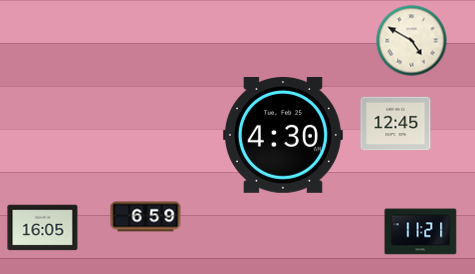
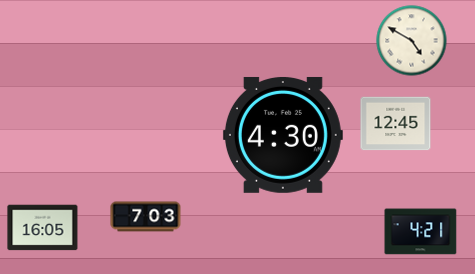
clock at (146, 217): 6:59 -> 7:03
clock at (421, 232): 11:21 -> 4:21
